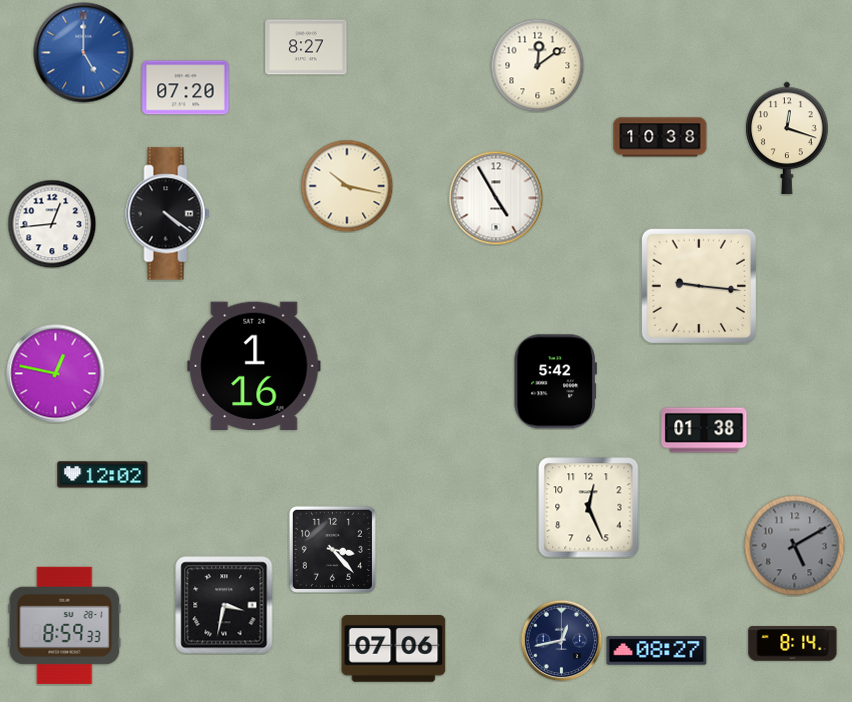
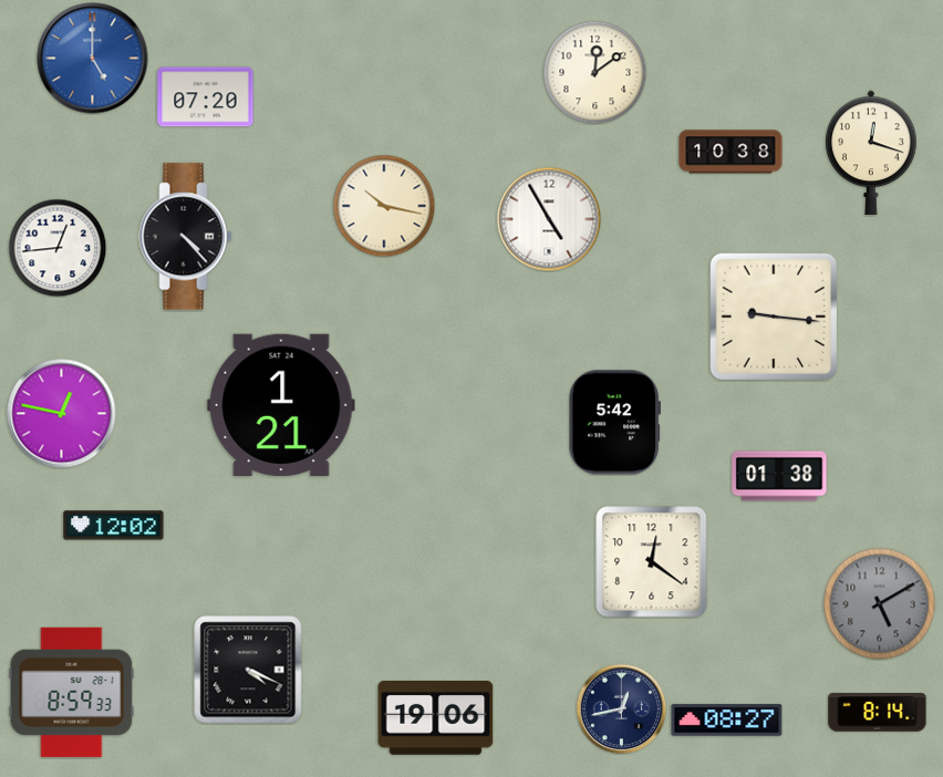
clock at (306, 47): 8:27 -> none
clock at (168, 214): 4:21 -> 4:23
clock at (254, 365): 1:16 -> 1:21
clock at (589, 508): 12:26 -> 12:21
clock at (332, 549): 3:23 -> none
clock at (224, 605): 3:32 -> 4:19
clock at (394, 649): 07:06 -> 19:06
